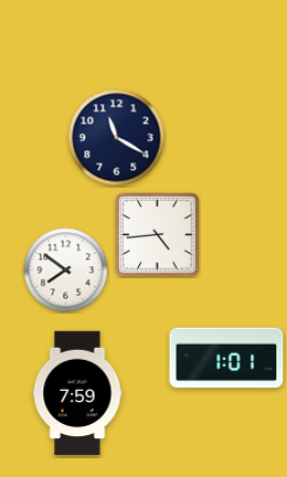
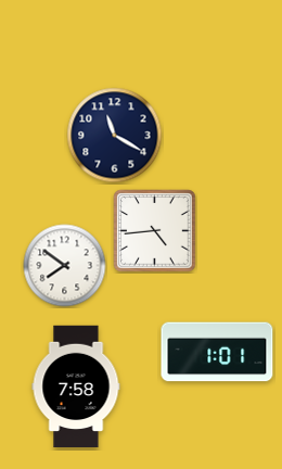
clock at (226, 358) position: (226, 358) -> (217, 352)
clock at (77, 393): 7:59 -> 7:58
